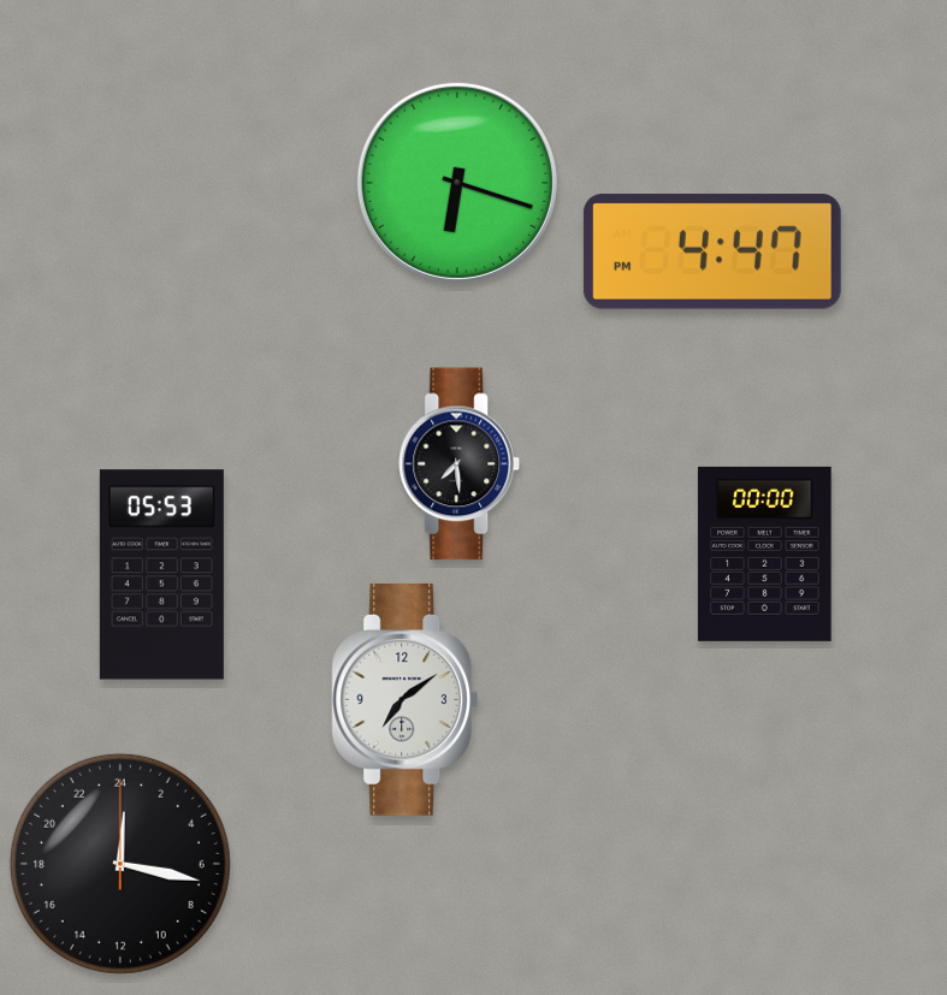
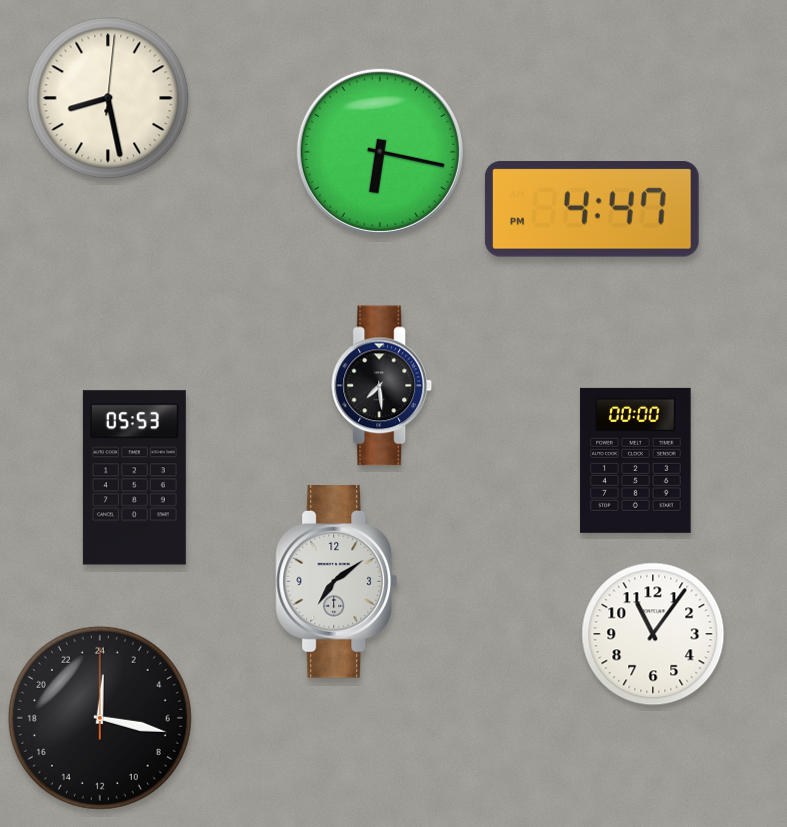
clock at (108, 98): none -> 8:28
clock at (457, 183): 6:18 -> 6:17
clock at (653, 634): none -> 11:06
